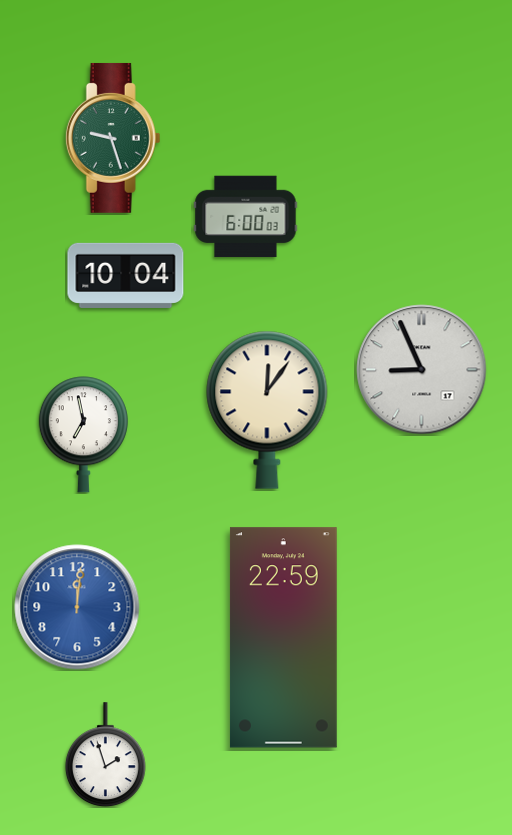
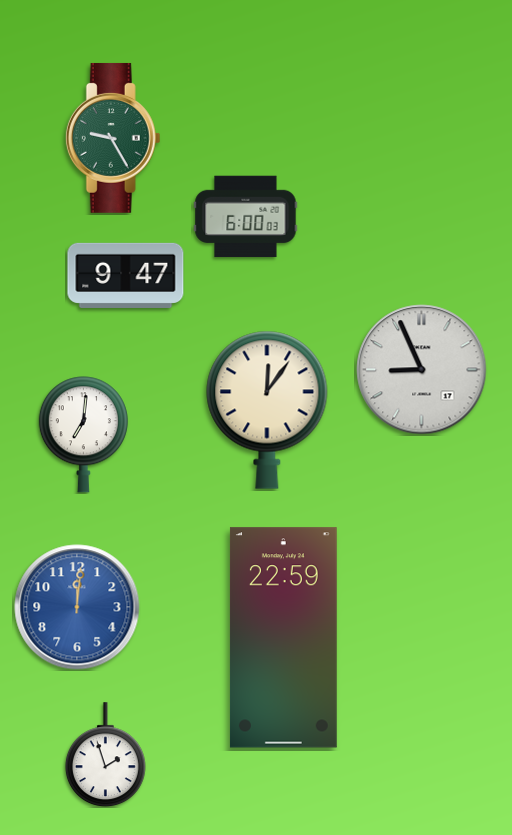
clock at (113, 138): 9:27 -> 9:25
clock at (126, 275): 10:04 -> 9:47
clock at (83, 435): 6:58 -> 7:01
